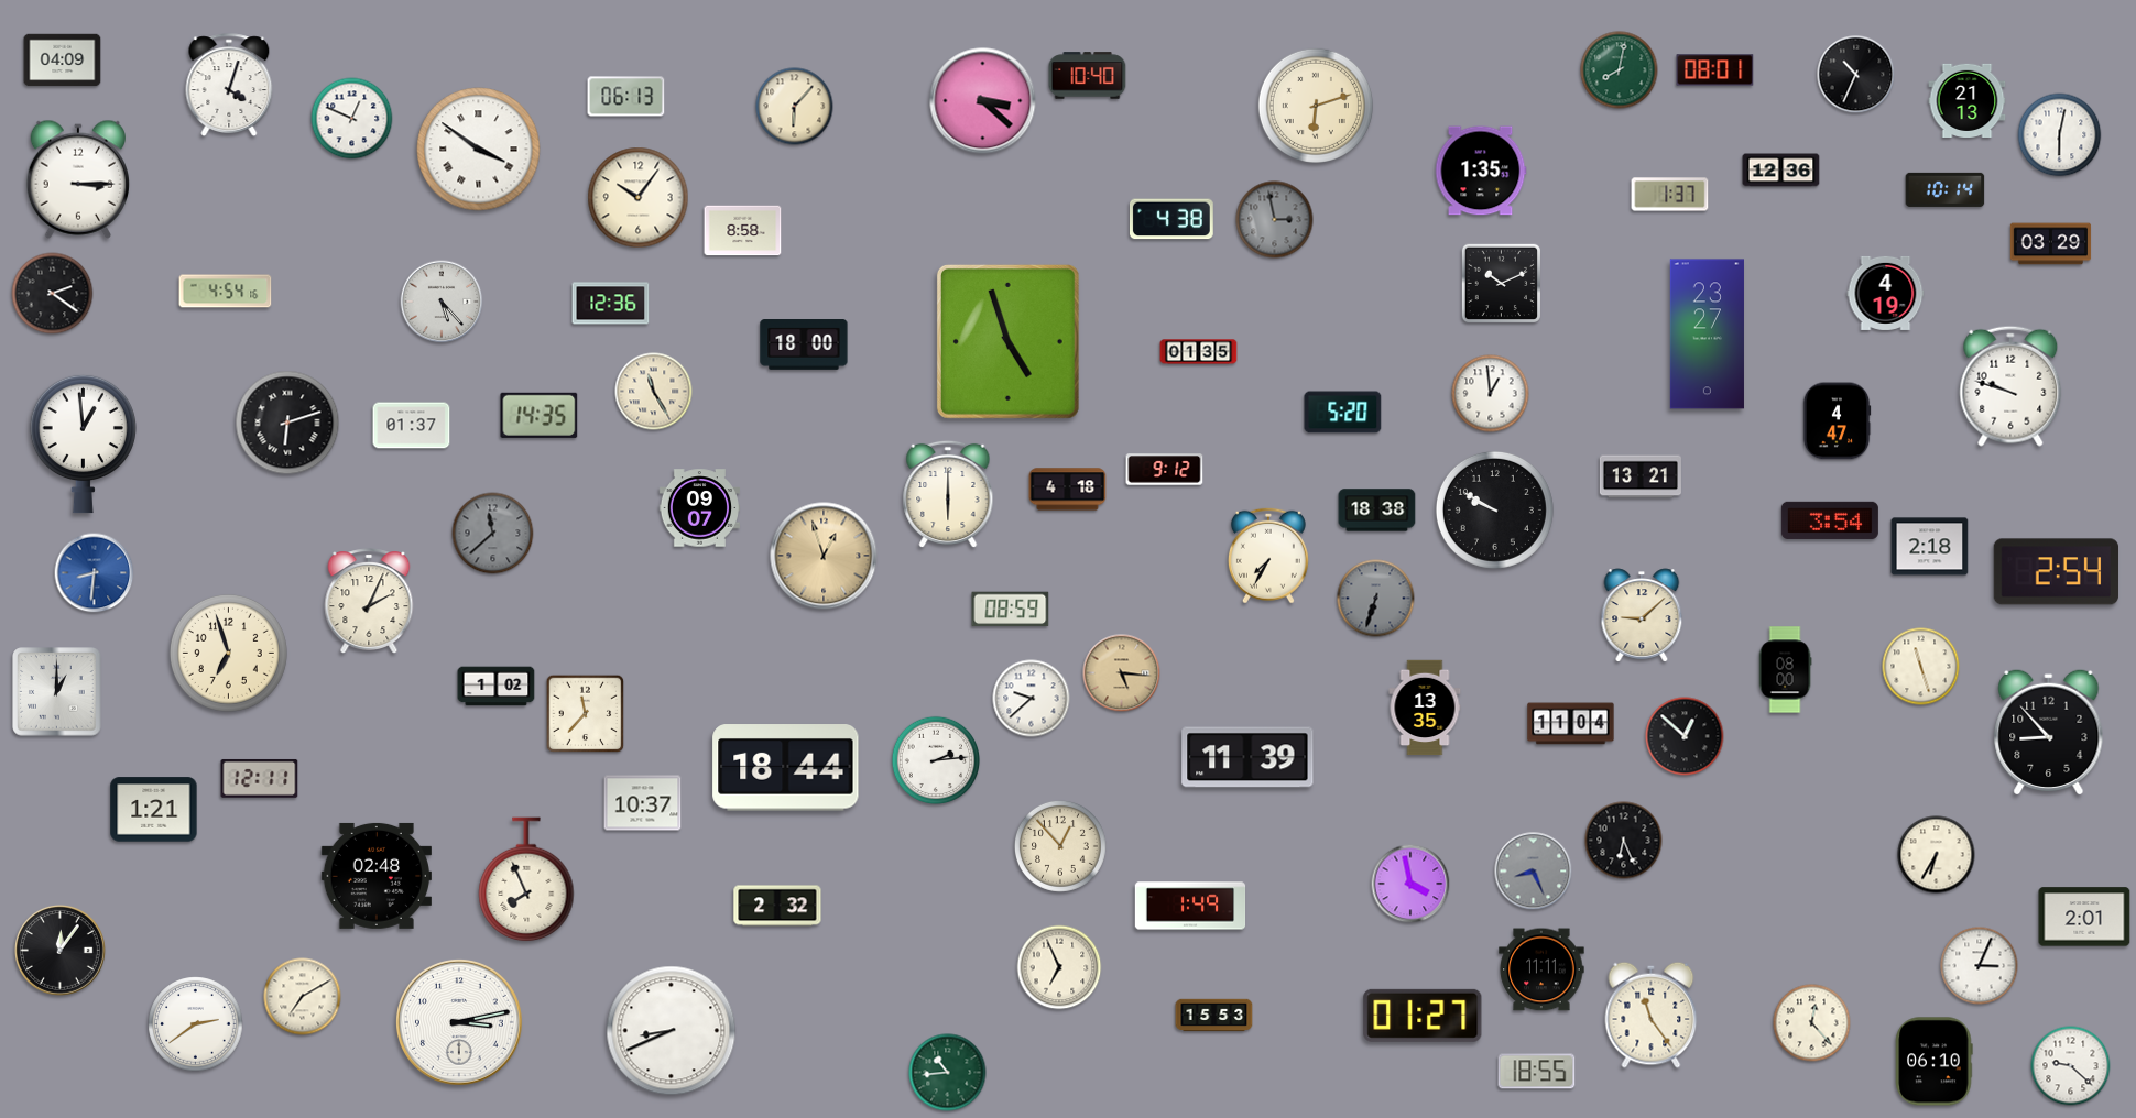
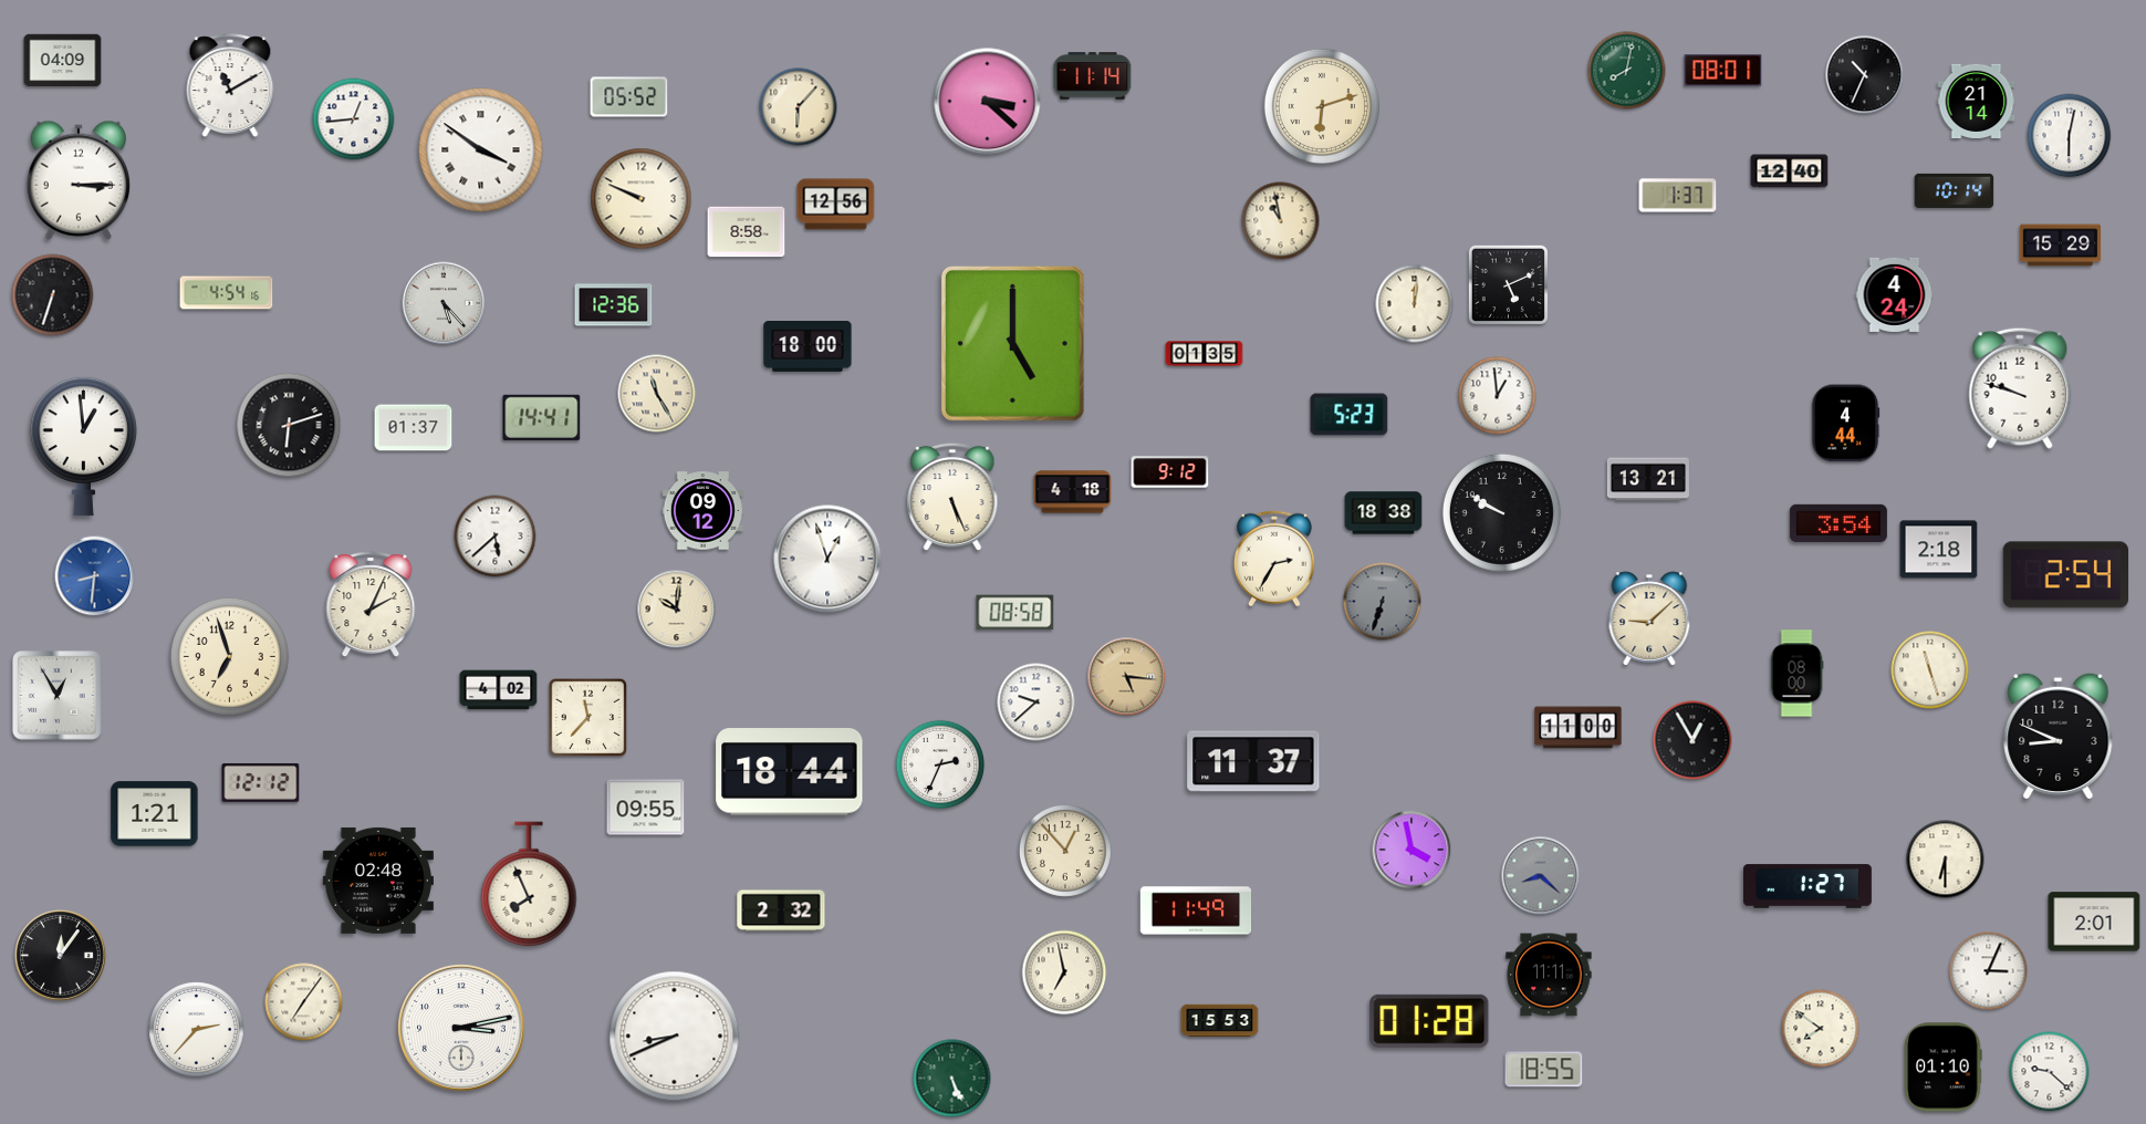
clock at (1088, 76): 10:40 -> 11:14
clock at (229, 85): 4:03 -> 11:10
clock at (626, 97): 06:13 -> 05:52
clock at (1968, 100): 21:13 -> 21:14
clock at (352, 119): 12:49 -> 12:44
clock at (1481, 171): 1:35 -> none
clock at (1781, 171): 12:36 -> 12:40
clock at (639, 198): 10:06 -> 9:49
clock at (836, 205): none -> 12:56
clock at (1171, 219): 4:38 -> none
clock at (1275, 220): 2:58 -> 10:58
clock at (1275, 220) dial: grey -> cream
clock at (2051, 244): 03:29 -> 15:29
clock at (1501, 283): 10:11 -> 5:11
clock at (1886, 293): 4:19 -> 4:24
clock at (53, 294): 2:21 -> 6:33
clock at (1415, 304): none -> 12:01
clock at (1707, 335): 23:27 -> none
clock at (1007, 341): 4:57 -> 5:00
clock at (1343, 413): 5:20 -> 5:23
clock at (540, 415): 14:35 -> 14:41
clock at (1837, 421): 4:47 -> 4:44
clock at (948, 494): 6:00 -> 5:26
clock at (700, 508): 09:07 -> 09:12
clock at (493, 534): 11:38 -> 5:38
clock at (493, 534) dial: grey -> white
clock at (824, 556) dial: champagne -> white
clock at (1268, 556): 7:35 -> 2:35
clock at (677, 610): none -> 10:01
clock at (1011, 610): 08:59 -> 08:58
clock at (1785, 670) position: (1785, 670) -> (1796, 674)
clock at (497, 687): 1:02 -> 4:02
clock at (57, 692): 1:00 -> 12:55
clock at (1425, 708): 13:35 -> none
clock at (1571, 724): 11:04 -> 11:00
clock at (2049, 731): 8:53 -> 8:49
clock at (1685, 736): 12:52 -> 12:55
clock at (1247, 757): 11:39 -> 11:37
clock at (936, 760): 2:14 -> 2:34
clock at (260, 778): 12:11 -> 12:12
clock at (643, 803): 10:37 -> 09:55
clock at (1624, 841): 6:26 -> none
clock at (1937, 855): 6:35 -> 6:30
clock at (1534, 872): 8:26 -> 8:22
clock at (1808, 886): none -> 1:27
clock at (1410, 884) position: (1410, 884) -> (1411, 850)
clock at (1190, 906): 1:49 -> 11:49
clock at (1059, 967): 6:56 -> 6:58
clock at (303, 997): 7:10 -> 7:06
clock at (1652, 1015): 11:24 -> none
clock at (1423, 1016): 01:27 -> 01:28
clock at (1812, 1023): 12:23 -> 7:51
clock at (196, 1024): 2:39 -> 2:37
clock at (1935, 1062): 06:10 -> 01:10
clock at (2071, 1066) position: (2071, 1066) -> (2050, 1072)
clock at (1537, 1072) position: (1537, 1072) -> (1544, 1070)
clock at (948, 1073): 10:44 -> 5:26
